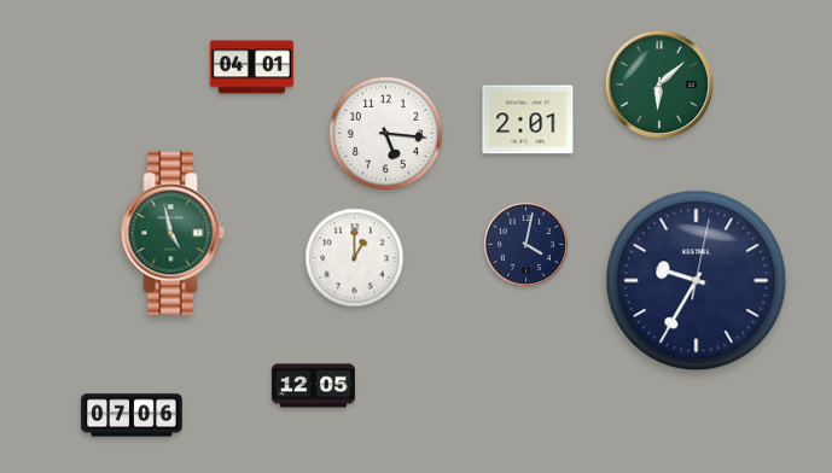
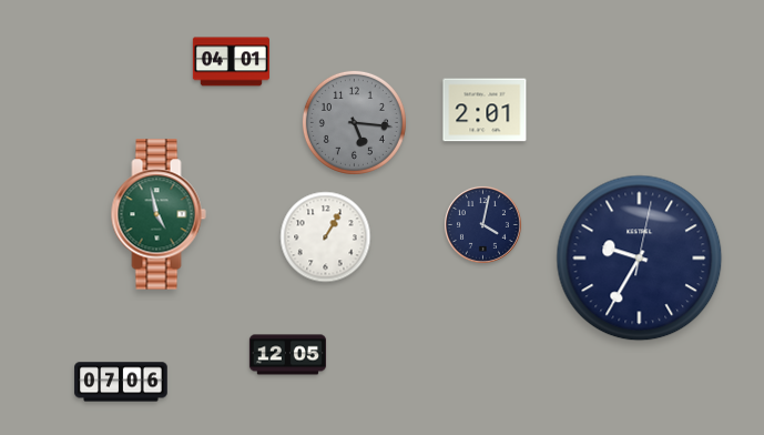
clock at (659, 84): 6:08 -> none
clock at (385, 133) dial: white -> grey
clock at (355, 258): 1:00 -> 1:05
